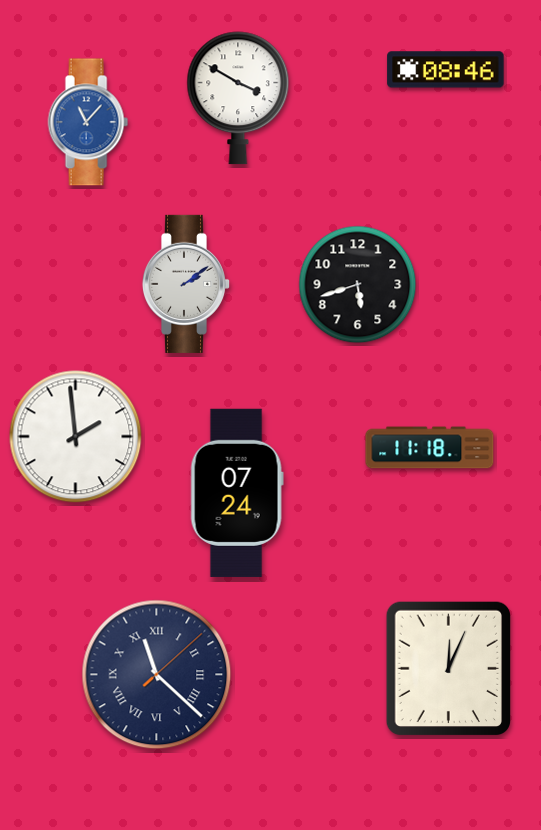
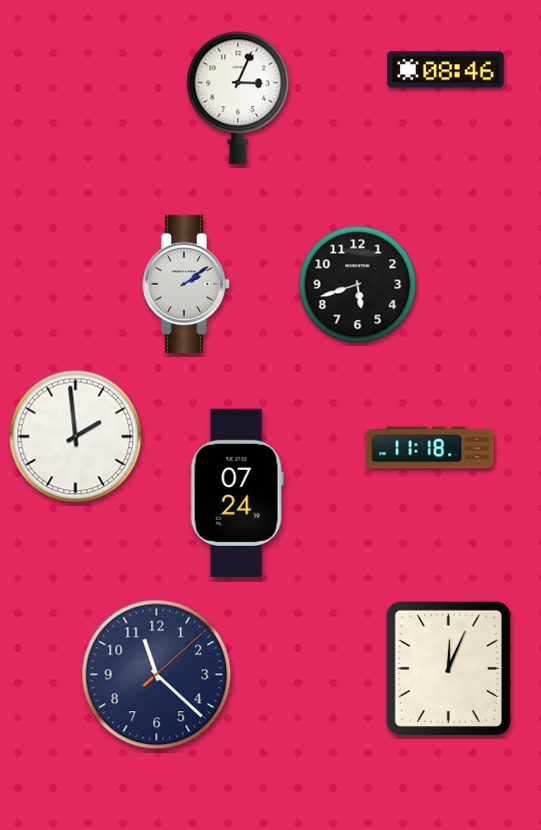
clock at (238, 98): 3:50 -> 3:04
clock at (88, 122): 11:07 -> none
clock at (157, 675) numerals: Roman -> Arabic
